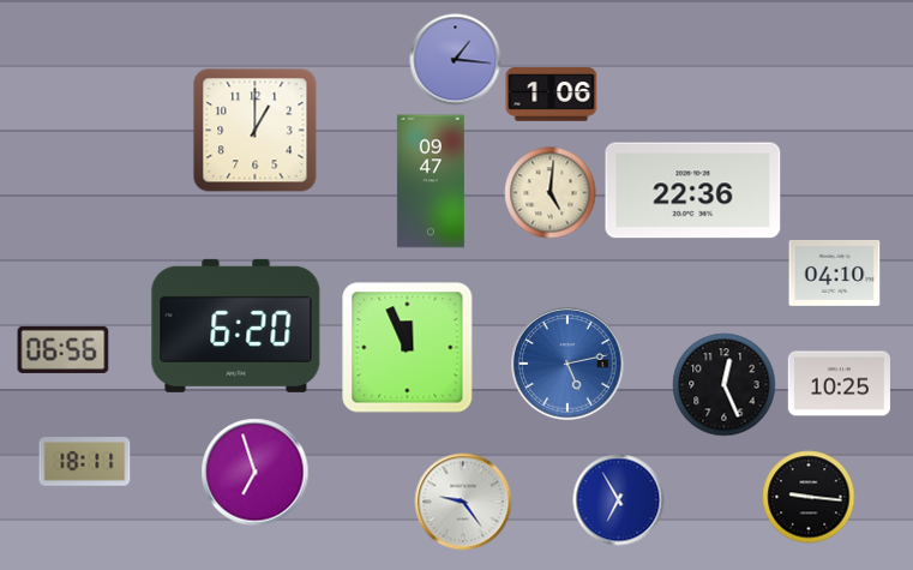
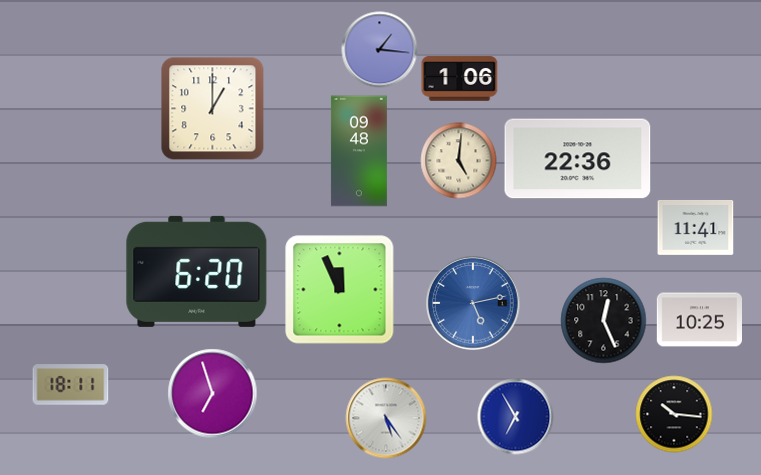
clock at (431, 181): 09:47 -> 09:48
clock at (835, 272): 04:10 -> 11:41
clock at (64, 349): 06:56 -> none
clock at (809, 497): 9:16 -> 10:16
clock at (463, 502): 9:24 -> 5:24
